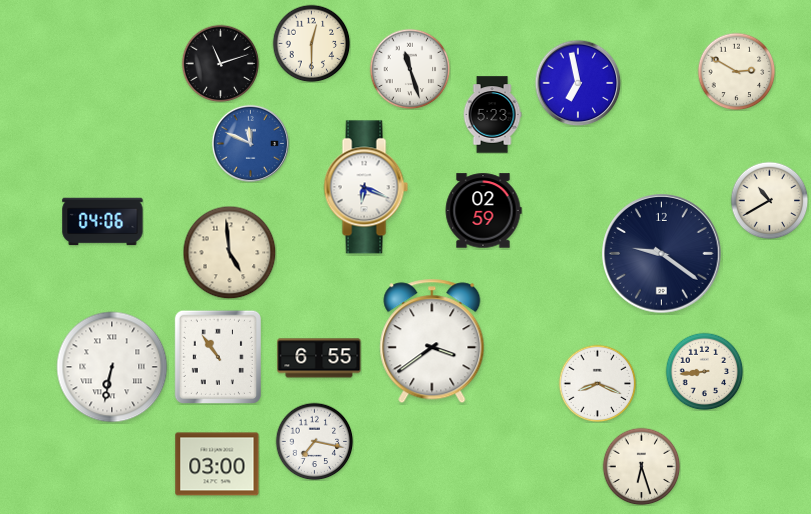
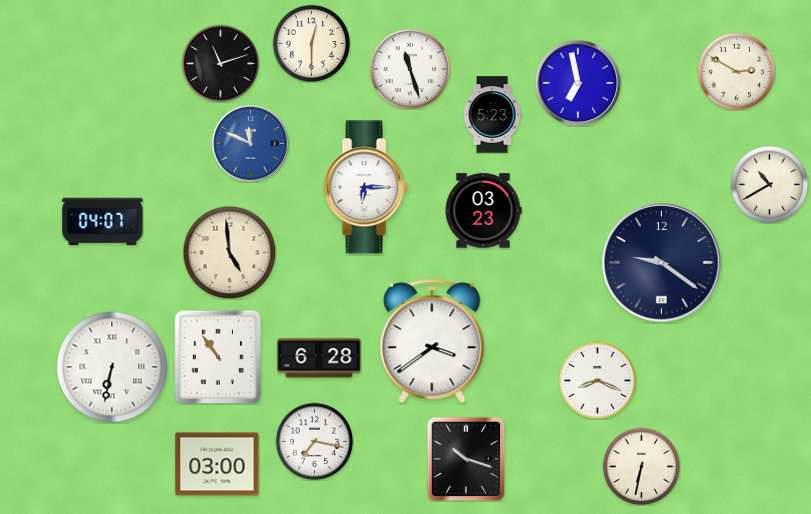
clock at (366, 187): 6:19 -> 6:15
clock at (769, 200) position: (769, 200) -> (769, 184)
clock at (483, 211): 02:59 -> 03:23
clock at (103, 222): 04:06 -> 04:07
clock at (662, 254) position: (662, 254) -> (662, 263)
clock at (319, 358): 6:55 -> 6:28
clock at (704, 371): 8:44 -> none
clock at (597, 383) position: (597, 383) -> (597, 380)
clock at (466, 459): none -> 10:18
clock at (641, 466): 6:27 -> 6:32
